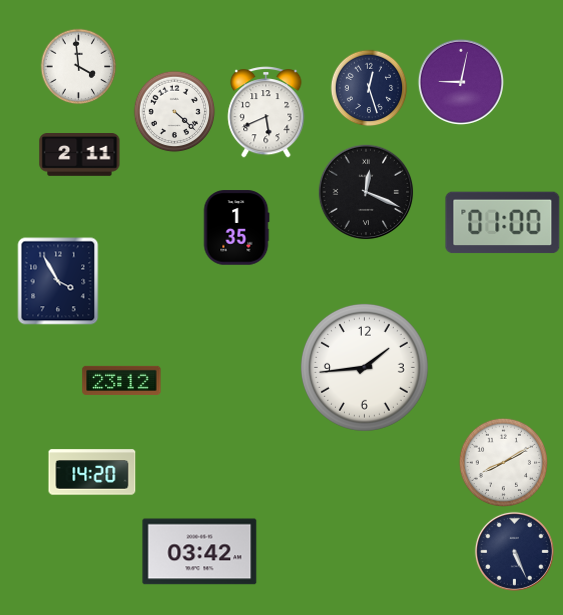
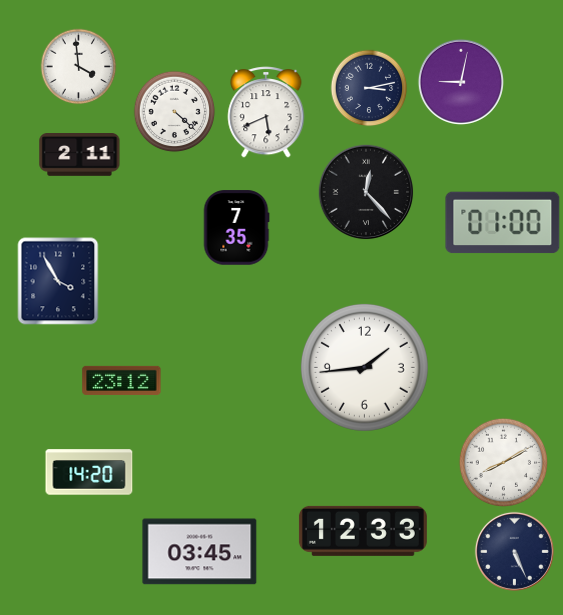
clock at (369, 88): 12:27 -> 3:13
clock at (366, 192): 12:19 -> 12:23
clock at (236, 228): 1:35 -> 7:35
clock at (92, 472) position: (92, 472) -> (89, 472)
clock at (363, 531): none -> 12:33
clock at (200, 552): 03:42 -> 03:45
